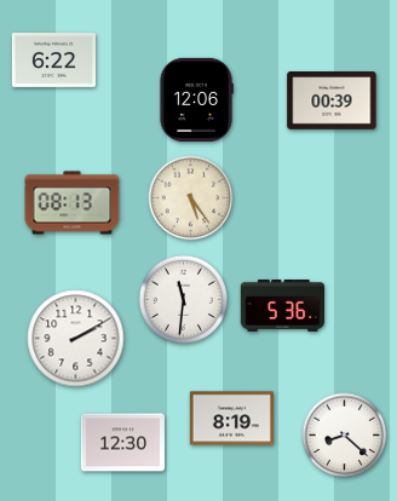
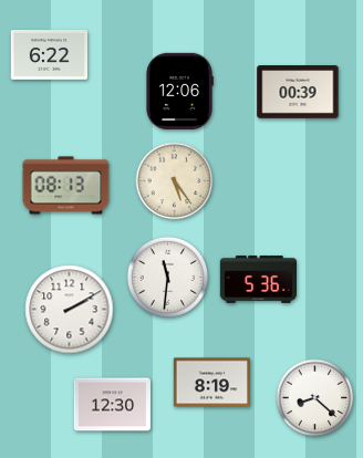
clock at (332, 102) position: (332, 102) -> (298, 93)
clock at (183, 299) position: (183, 299) -> (167, 277)
